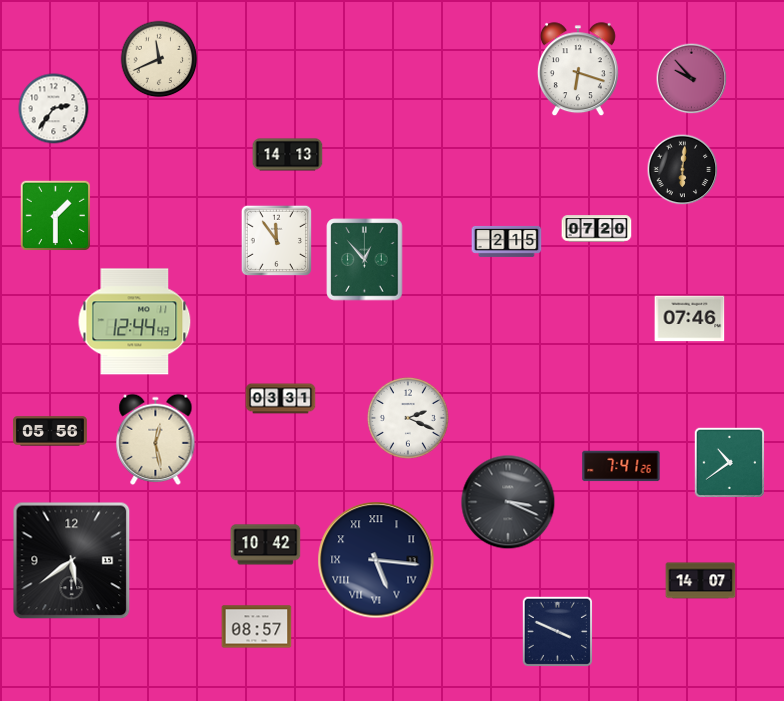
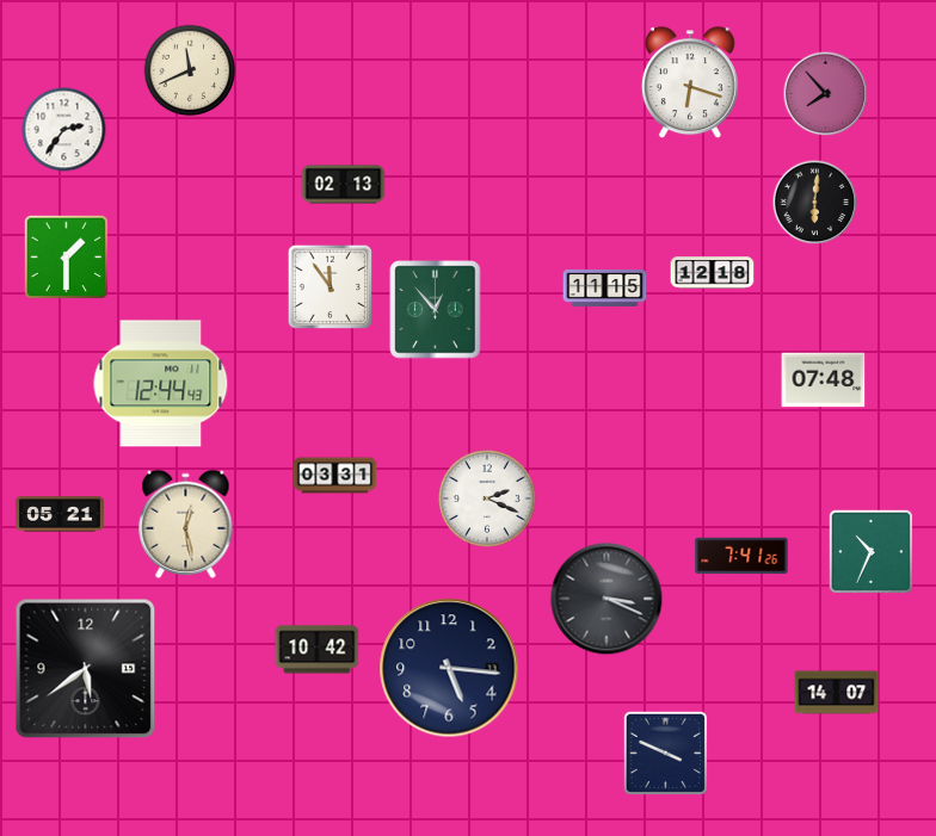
clock at (692, 79): 9:53 -> 7:53
clock at (288, 155): 14:13 -> 02:13
clock at (597, 229): 07:20 -> 12:18
clock at (507, 241): 2:15 -> 11:15
clock at (690, 319): 07:46 -> 07:48
clock at (50, 431): 05:56 -> 05:21
clock at (729, 462): 10:39 -> 10:34
clock at (376, 560) numerals: Roman -> Arabic
clock at (257, 627): 08:57 -> none
